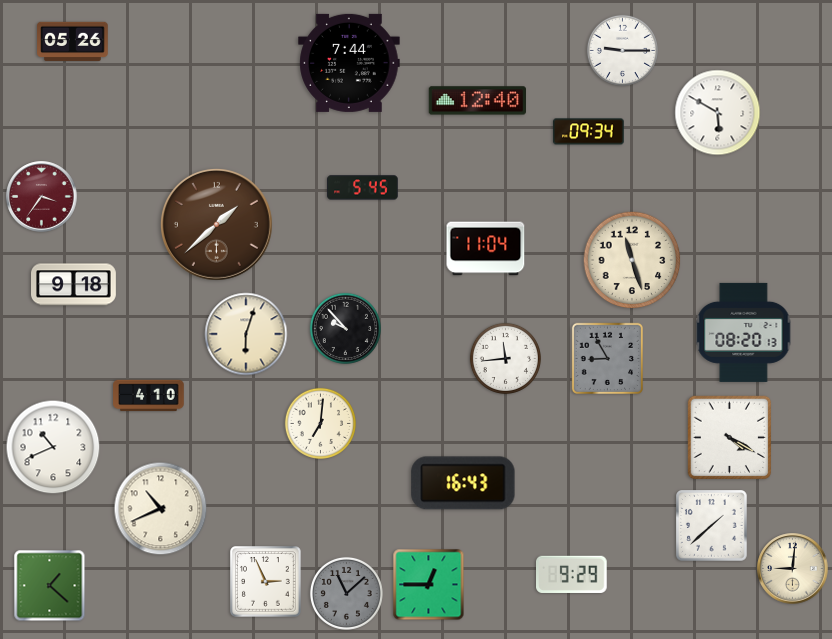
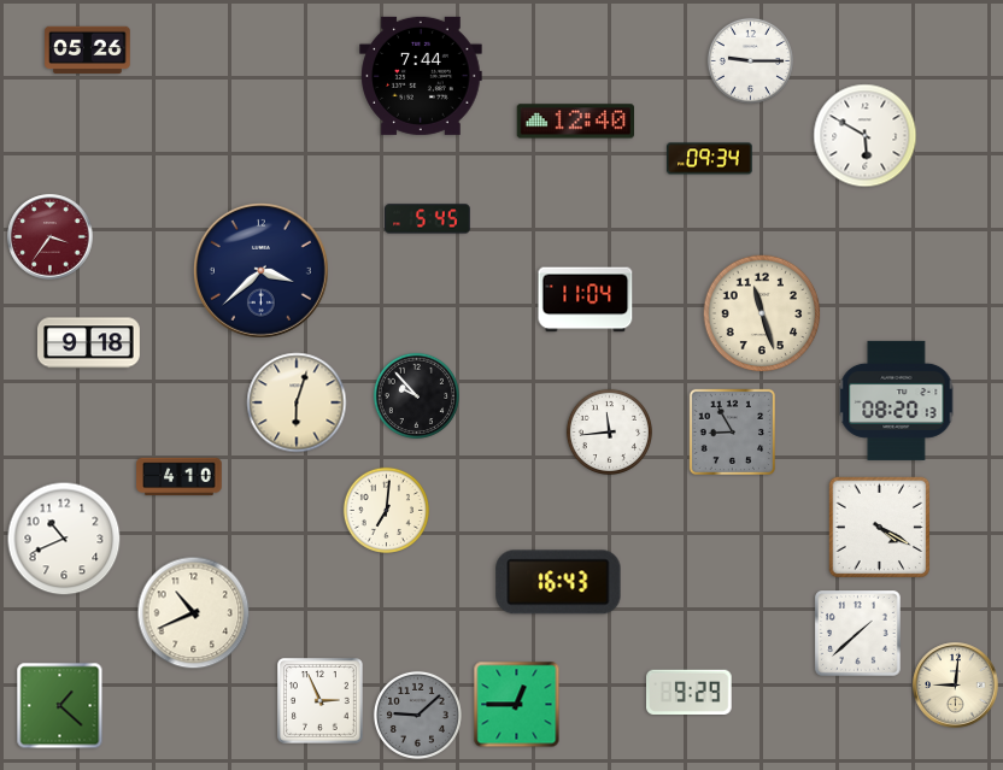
clock at (363, 188) position: (363, 188) -> (428, 219)
clock at (216, 224): 1:38 -> 3:38
clock at (216, 224) dial: brown -> navy
clock at (346, 593): 11:08 -> 9:08
